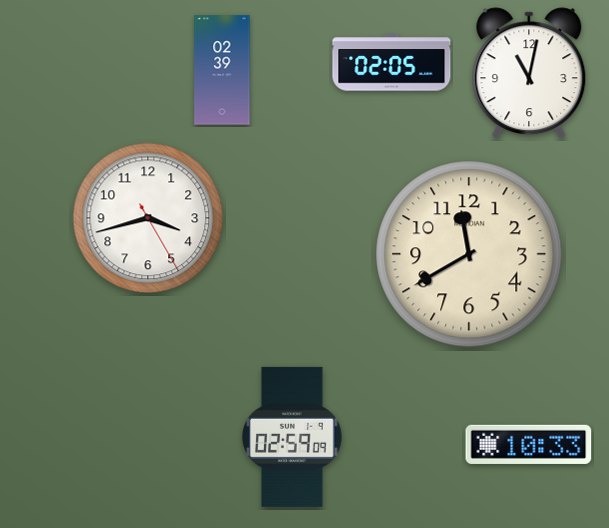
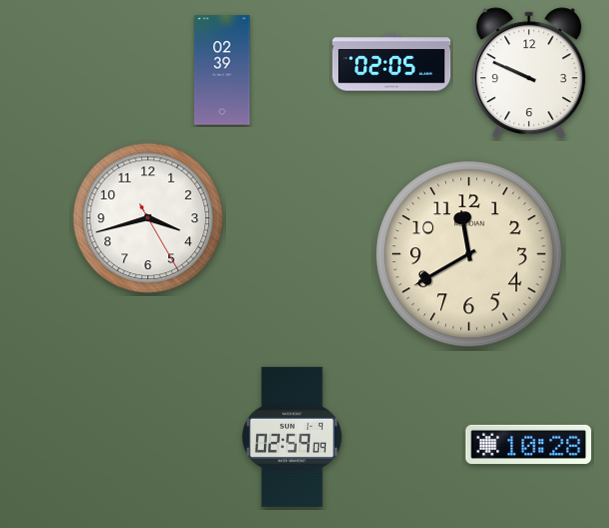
clock at (529, 73): 11:02 -> 9:49
clock at (529, 444): 10:33 -> 10:28
